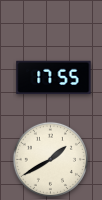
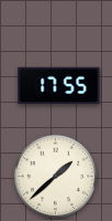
clock at (50, 159): 1:40 -> 1:38
